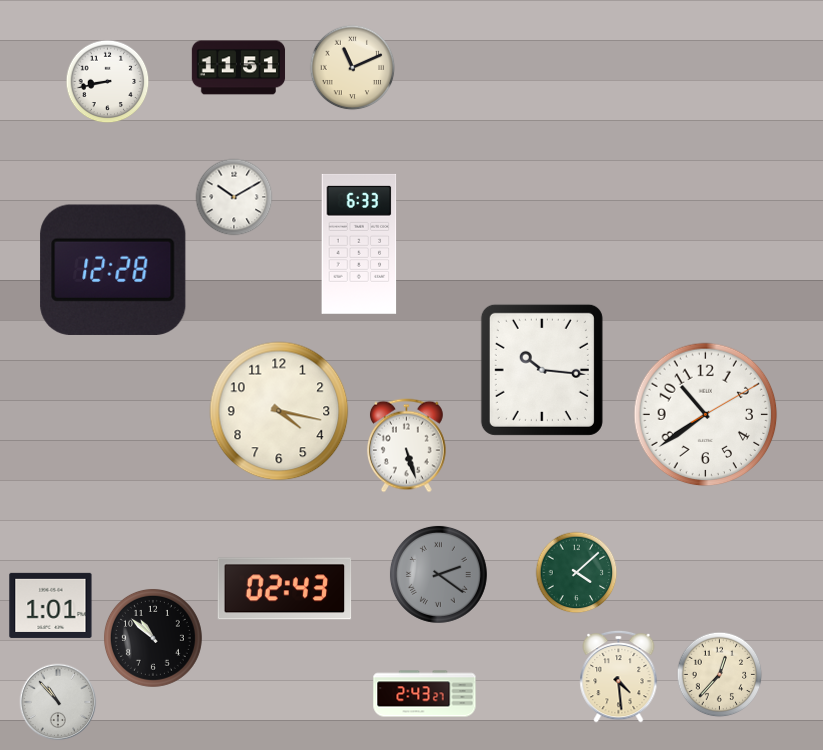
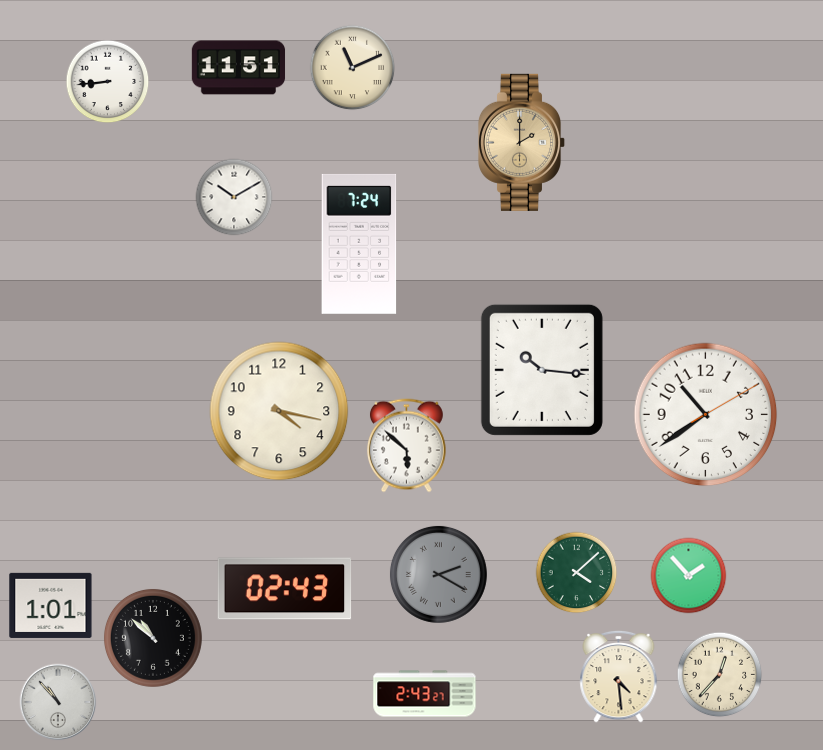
clock at (108, 82): 8:43 -> 8:44
clock at (522, 142): none -> 2:00
clock at (359, 244): 6:33 -> 7:24
clock at (113, 270): 12:28 -> none
clock at (406, 446): 5:27 -> 5:52
clock at (438, 574): 2:21 -> 2:20
clock at (689, 576): none -> 1:53
